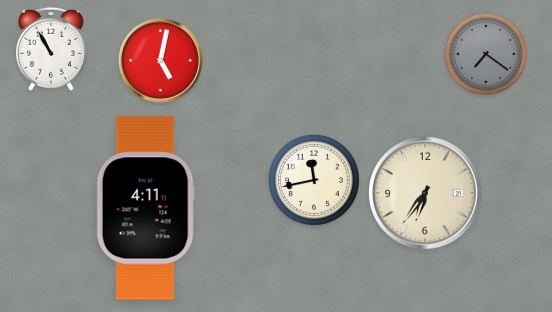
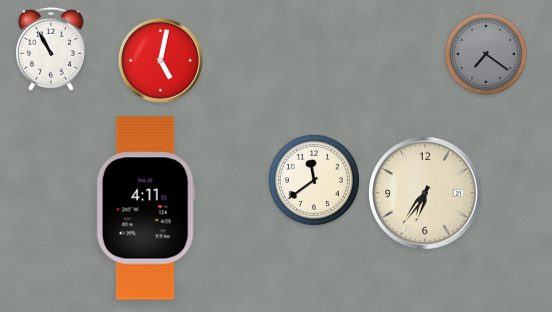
clock at (314, 180): 11:43 -> 11:39
